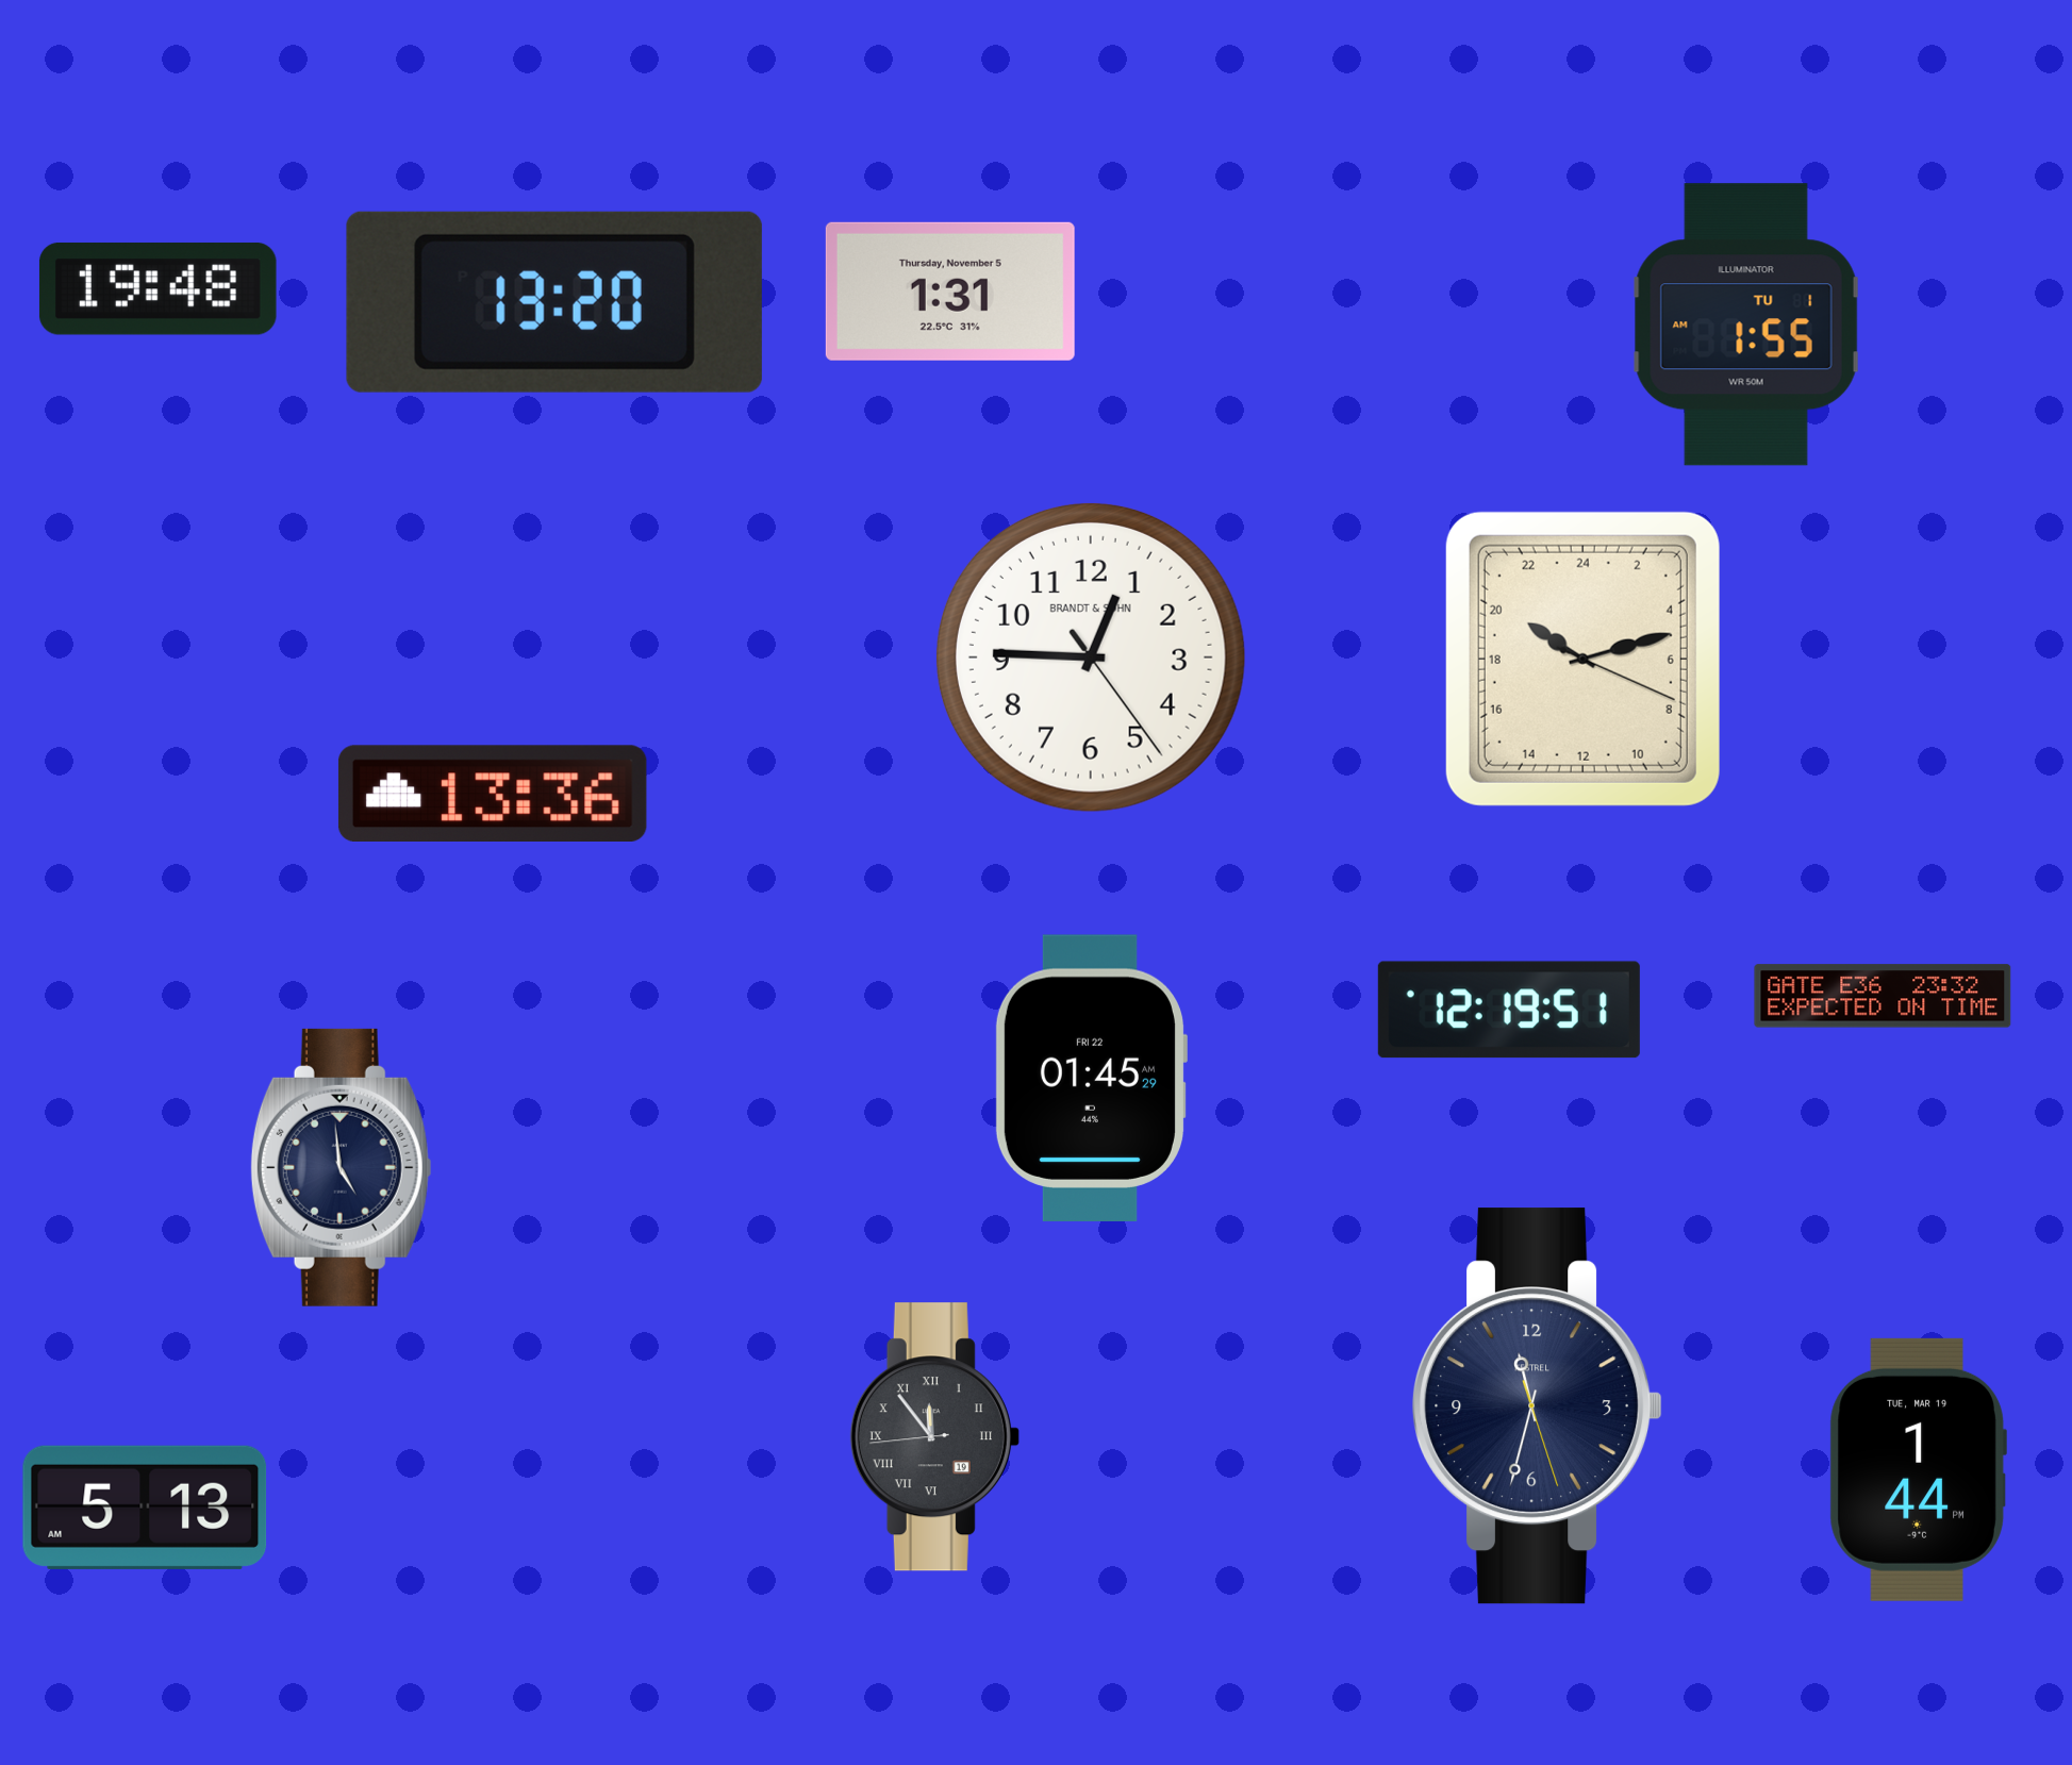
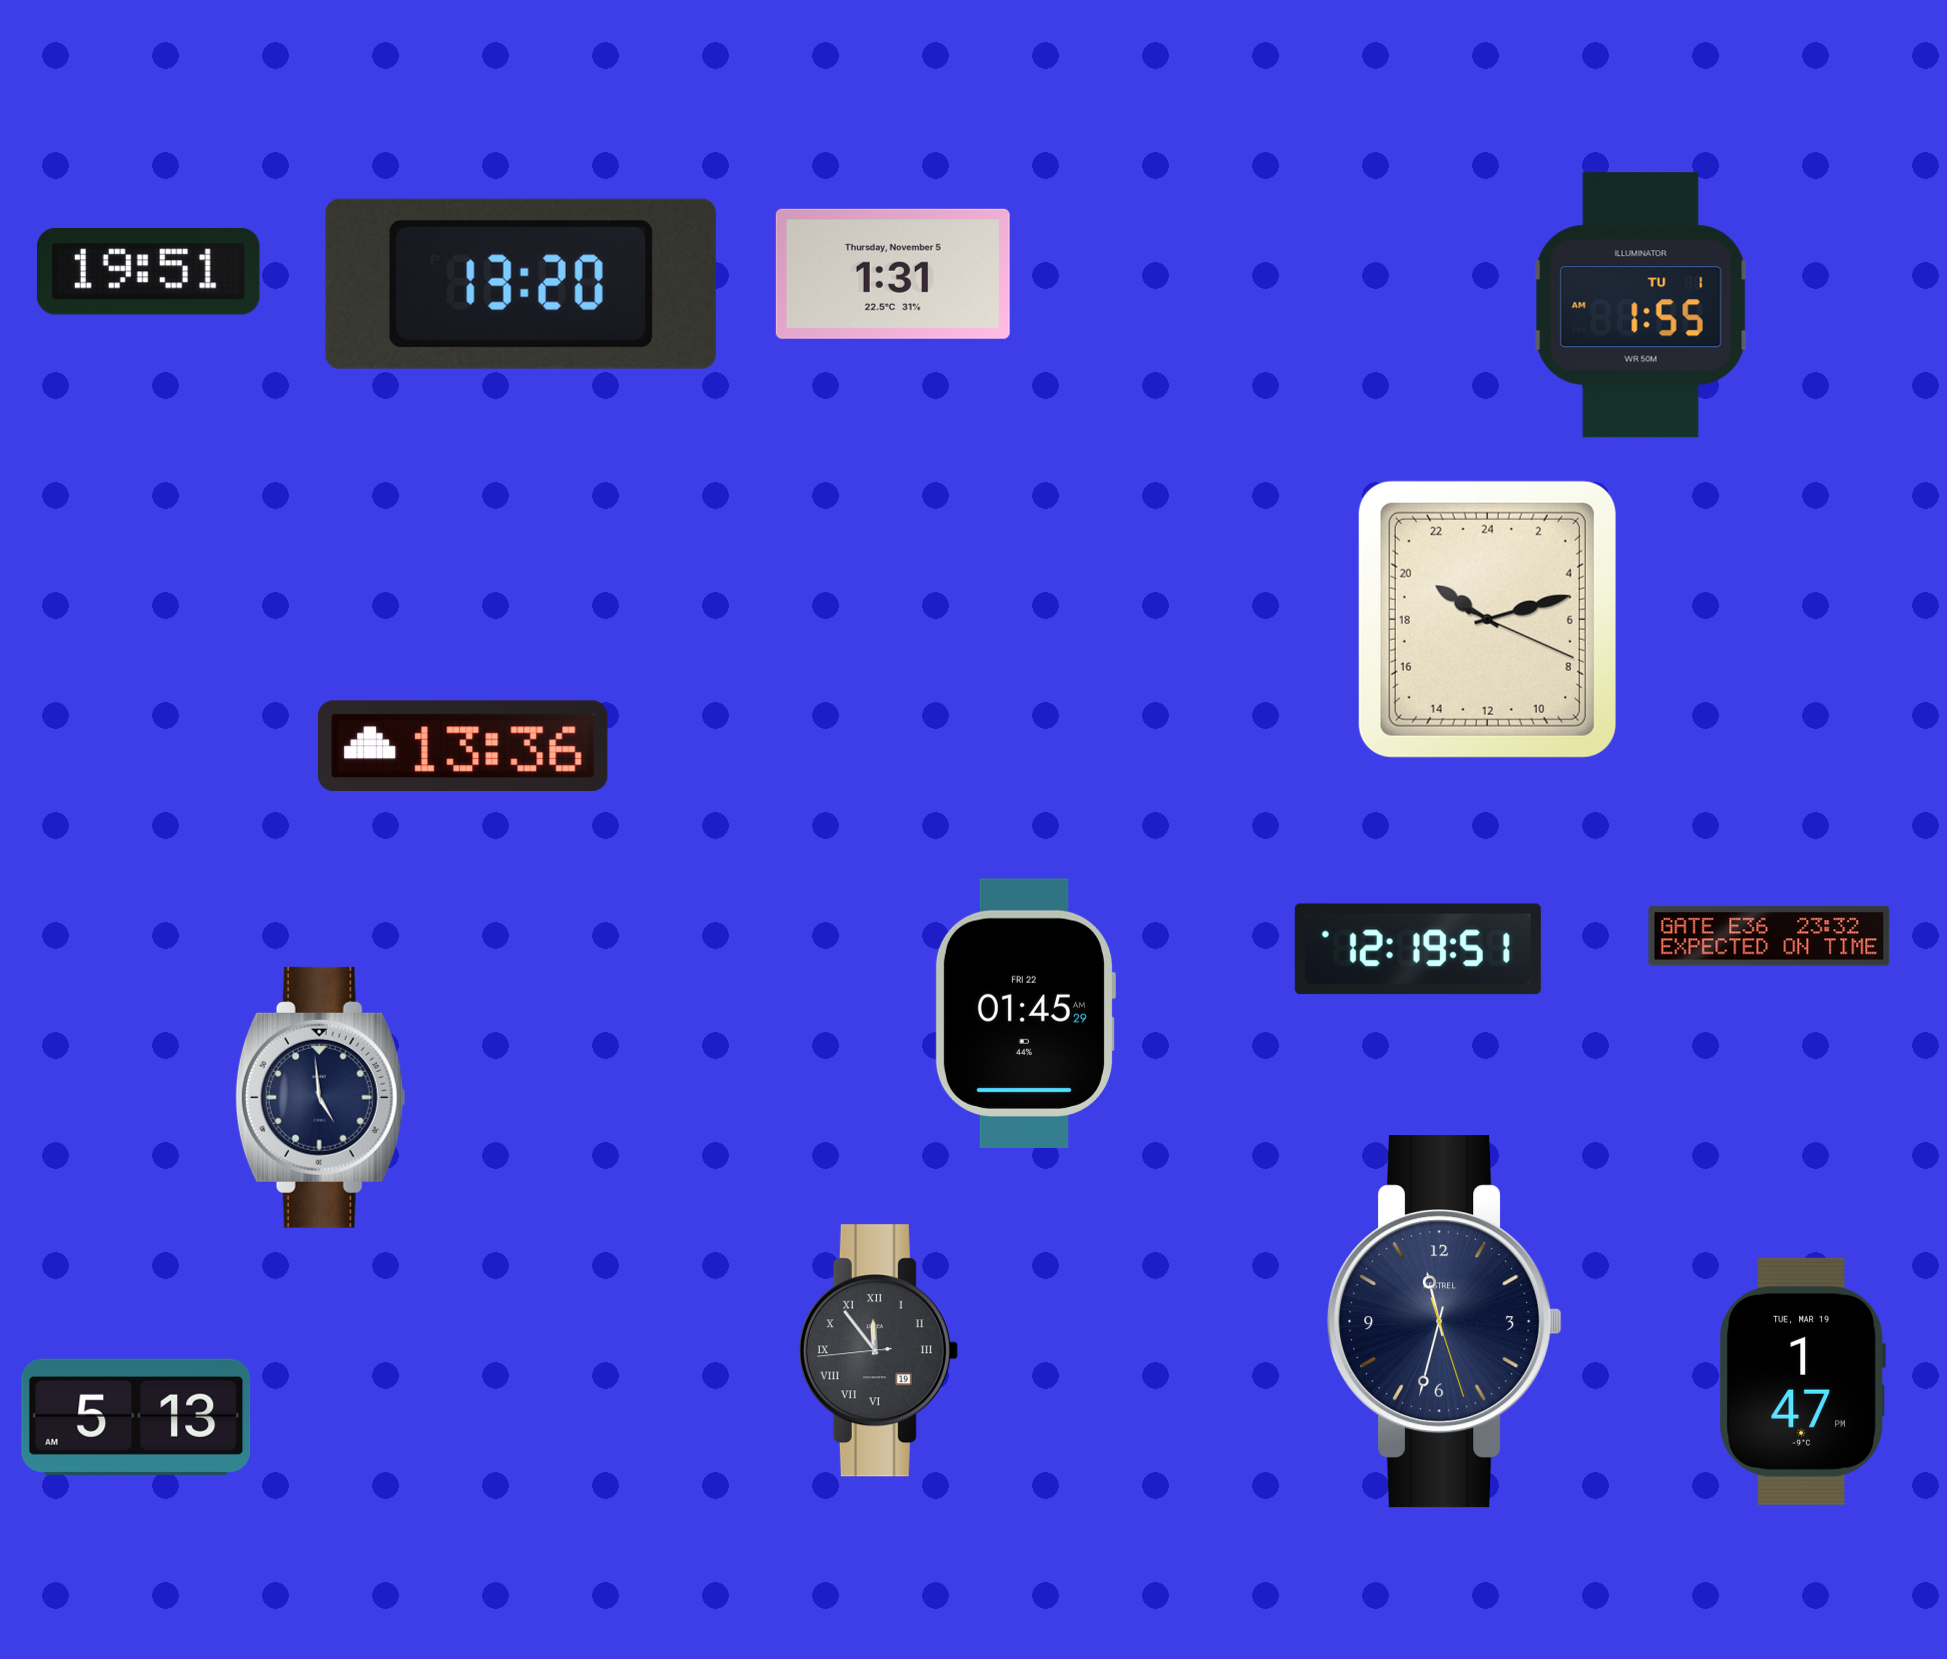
clock at (158, 288): 19:48 -> 19:51
clock at (1091, 657): 12:45 -> none
clock at (1918, 1469): 1:44 -> 1:47
